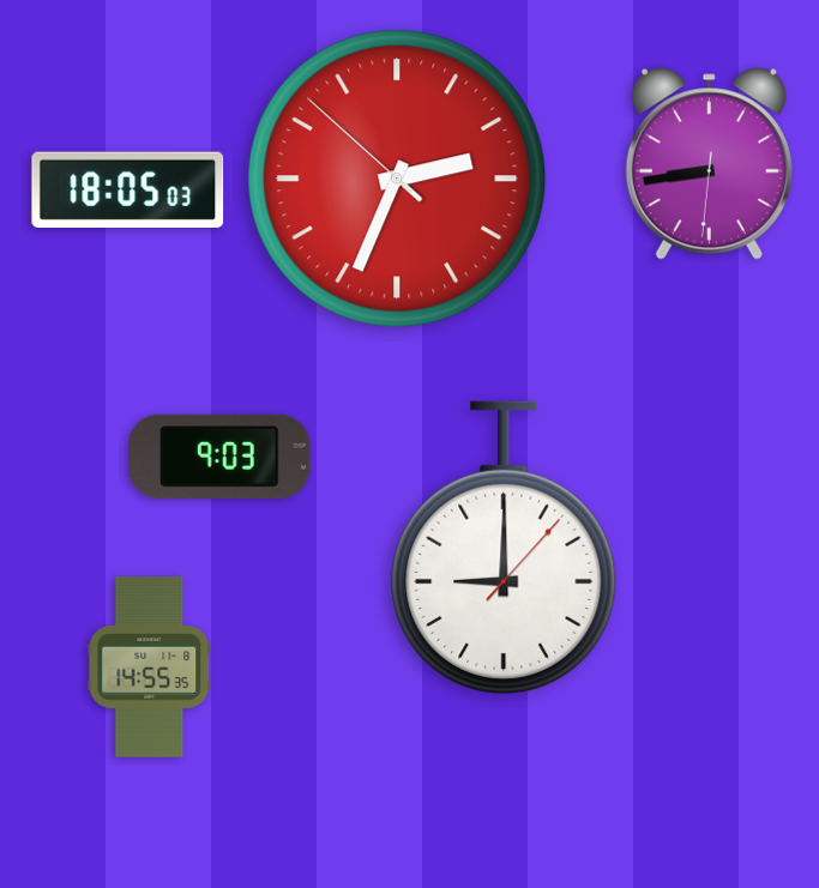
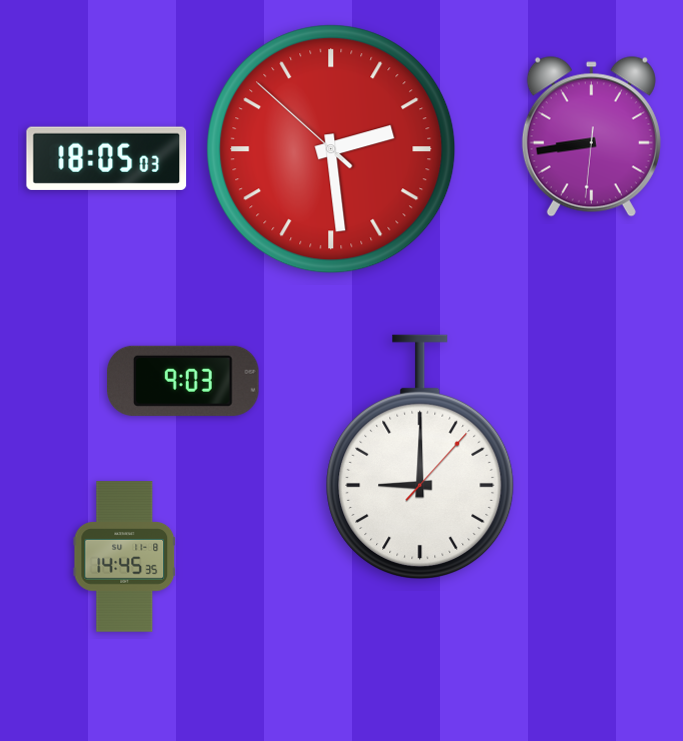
clock at (397, 179): 2:33 -> 2:28
clock at (150, 667): 14:55 -> 14:45
